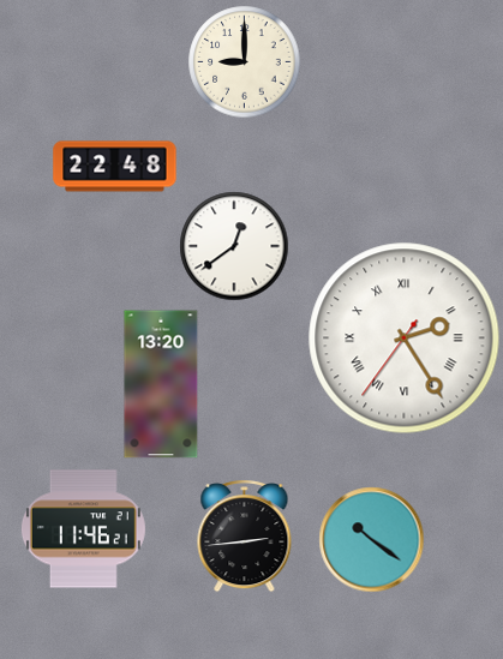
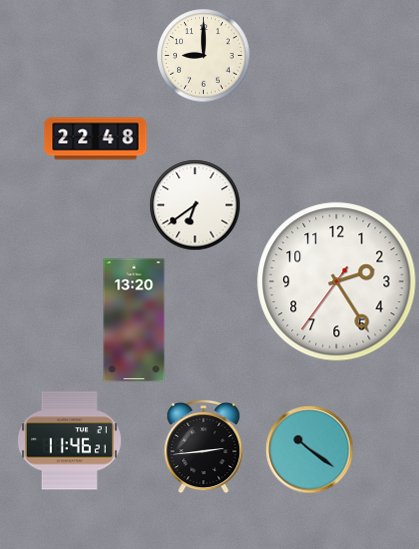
clock at (244, 61) position: (244, 61) -> (203, 55)
clock at (234, 246): 12:39 -> 6:39
clock at (405, 339) numerals: Roman -> Arabic
